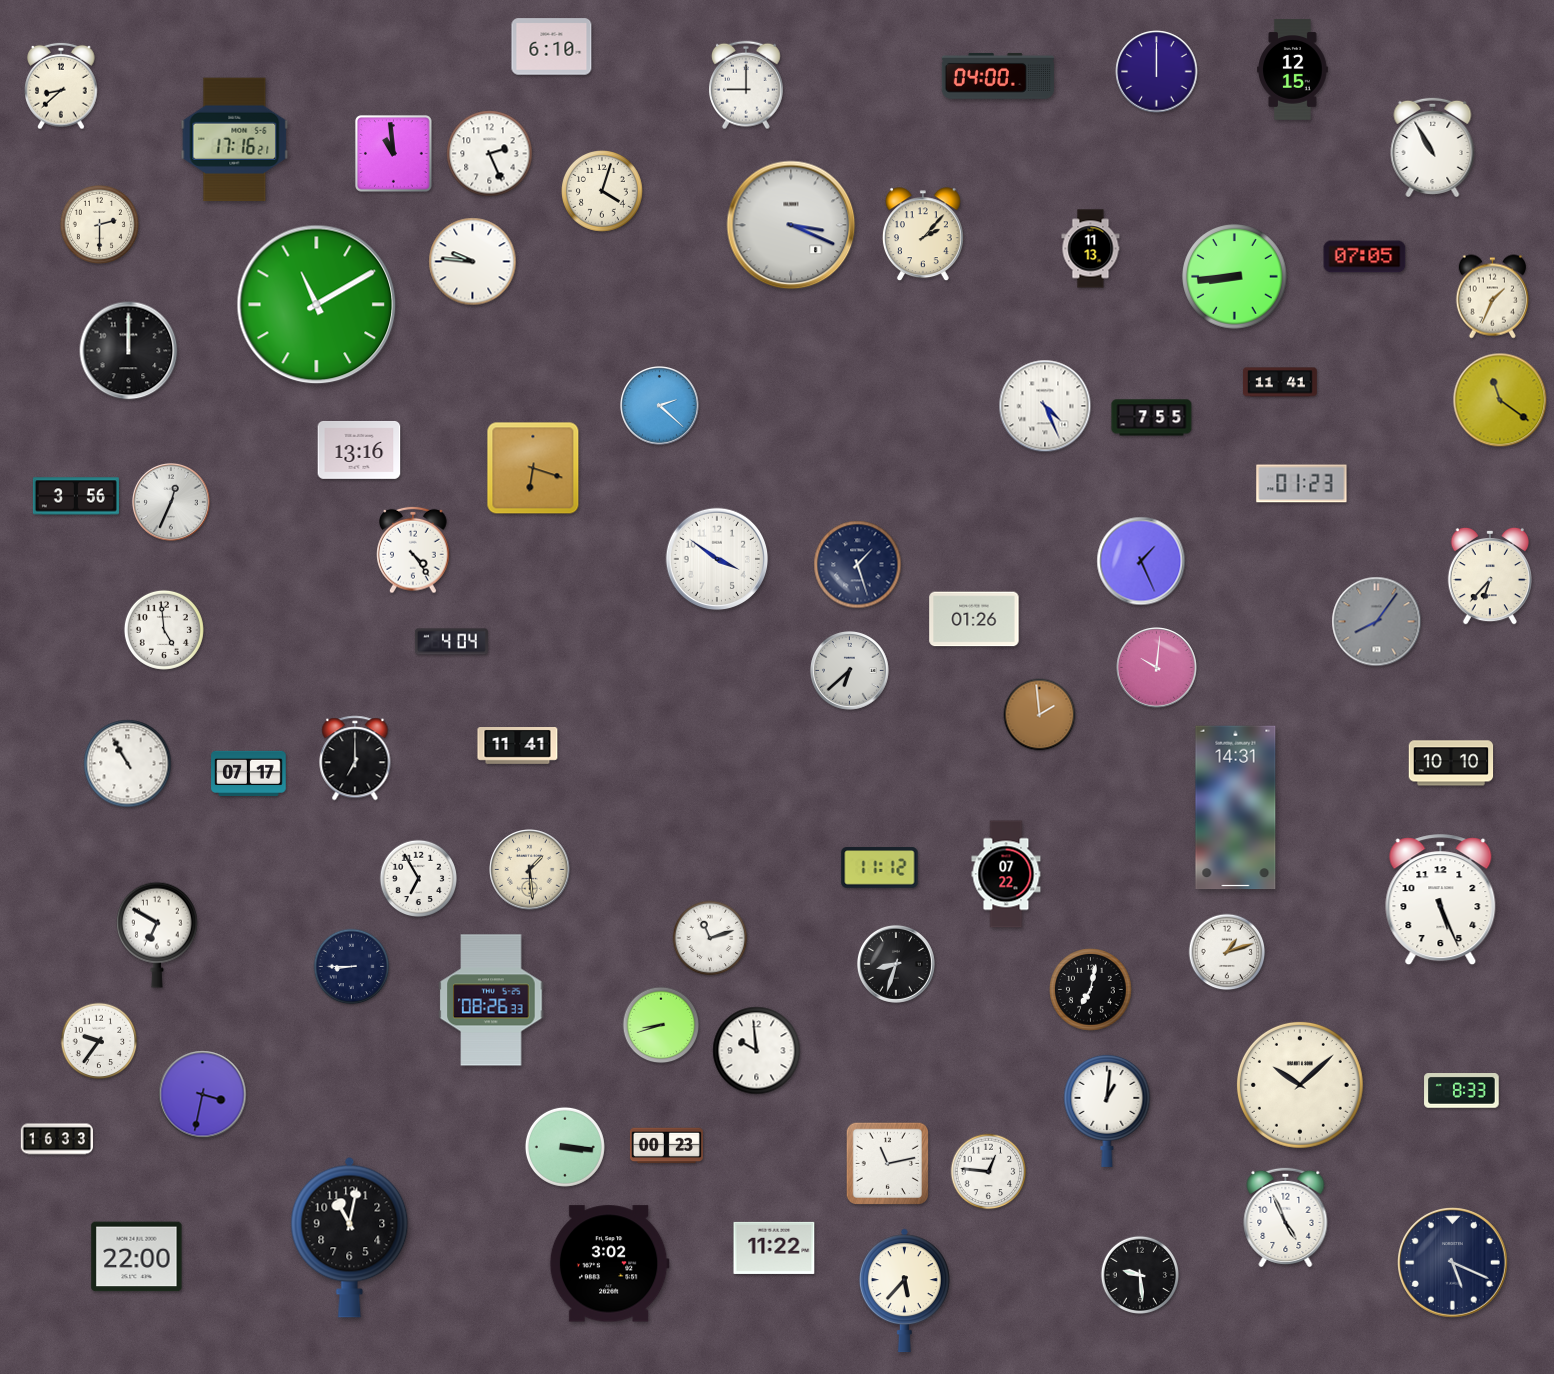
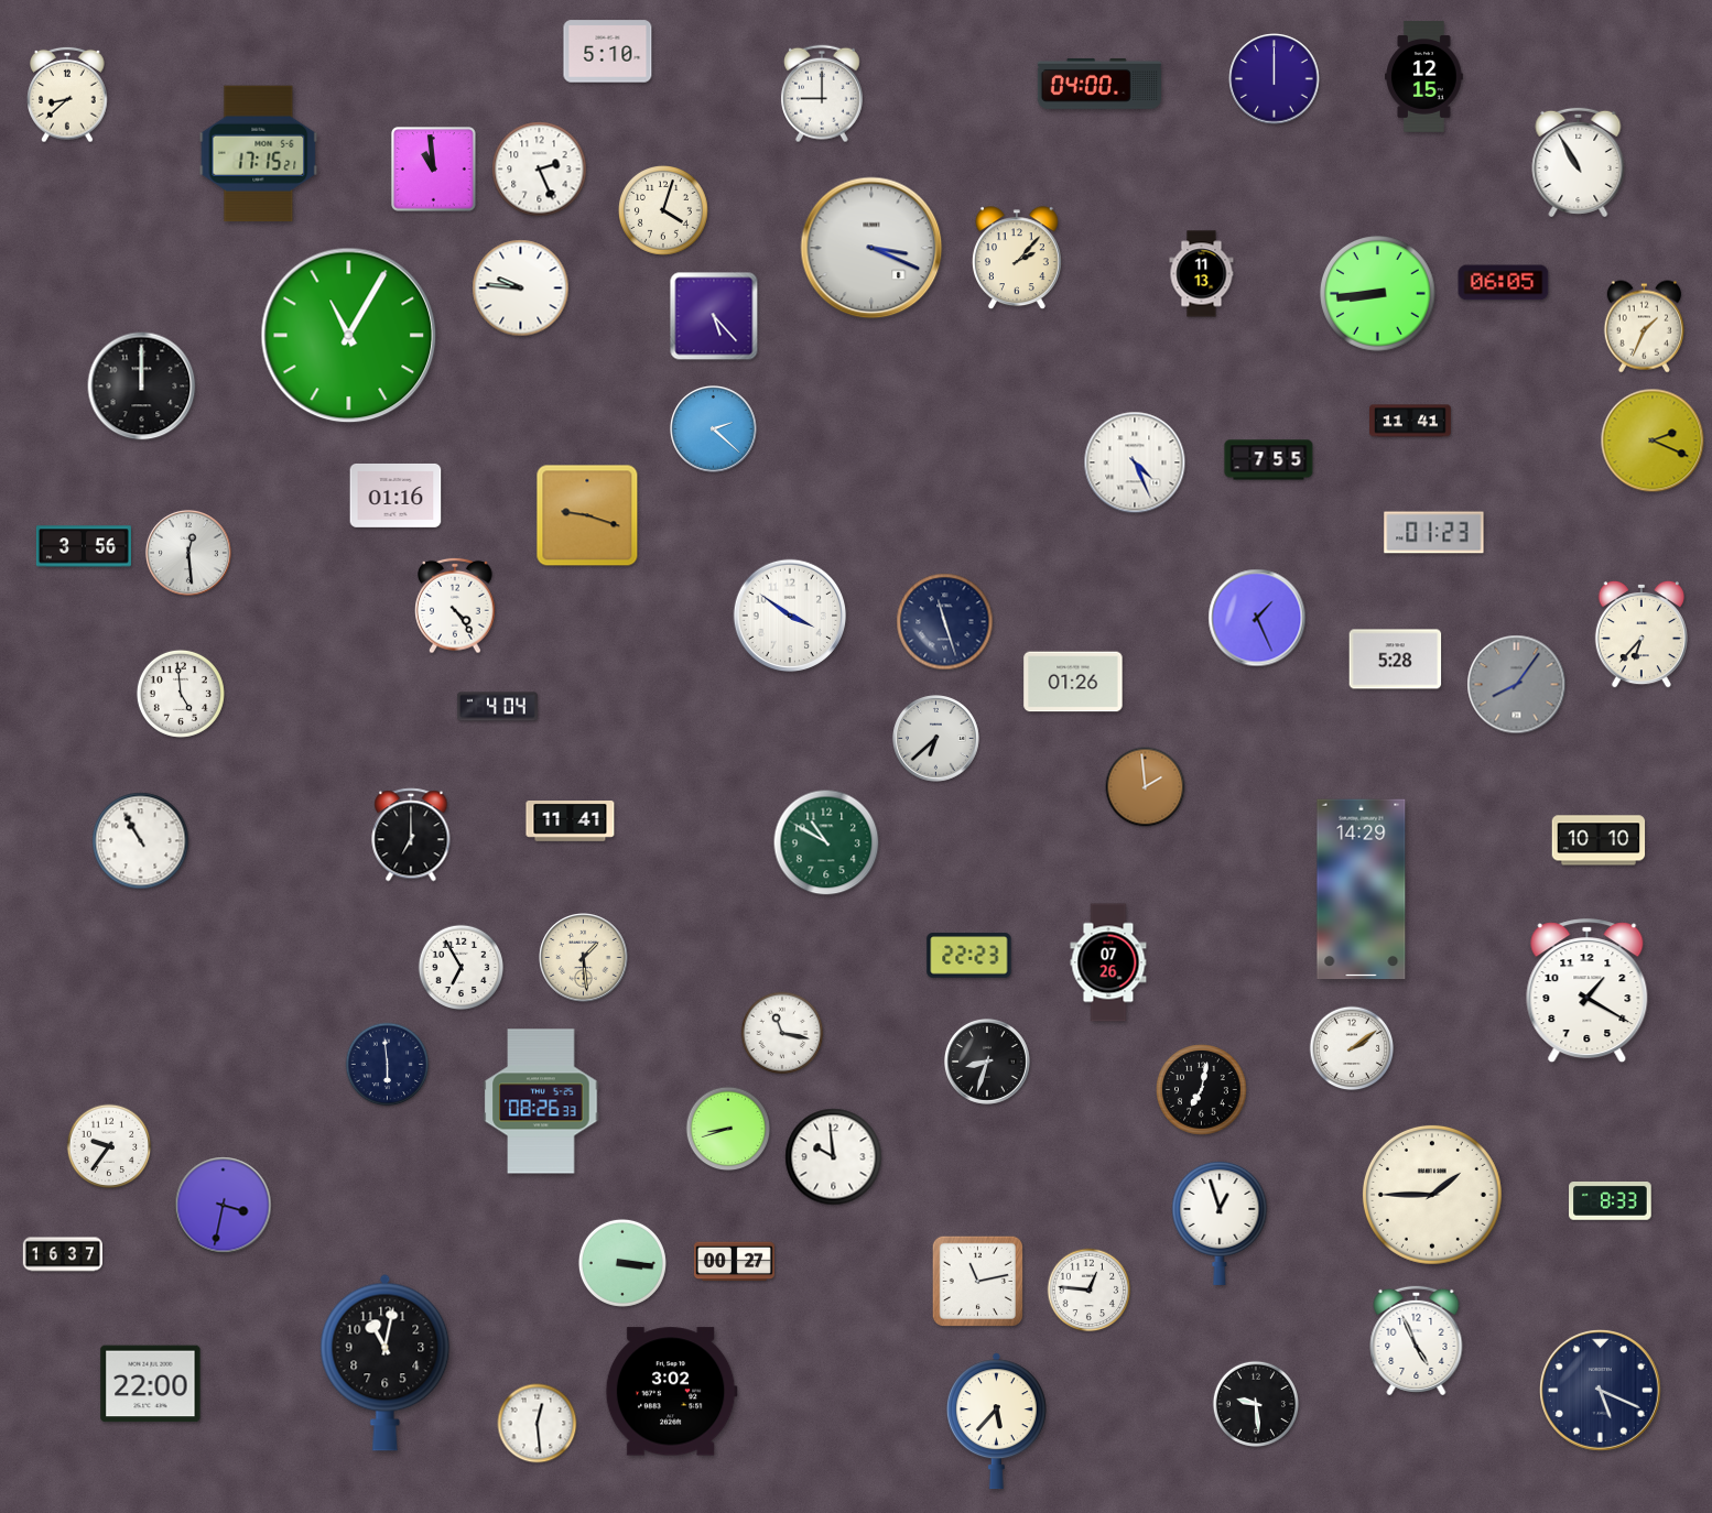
clock at (552, 47): 6:10 -> 5:10
clock at (235, 140): 17:16 -> 17:15
clock at (99, 224): 2:30 -> none
clock at (1365, 257): 07:05 -> 06:05
clock at (1235, 277) position: (1235, 277) -> (1378, 294)
clock at (714, 316): none -> 5:23
clock at (317, 305): 11:10 -> 11:05
clock at (1500, 400): 11:21 -> 2:19
clock at (660, 406) position: (660, 406) -> (714, 429)
clock at (1045, 406) position: (1045, 406) -> (1135, 462)
clock at (359, 450): 13:16 -> 01:16
clock at (533, 468): 6:18 -> 9:18
clock at (171, 502): 12:34 -> 12:29
clock at (858, 565): 1:27 -> 11:27
clock at (1396, 660): none -> 5:28
clock at (1157, 668): 10:01 -> none
clock at (355, 758) position: (355, 758) -> (411, 835)
clock at (826, 842): none -> 10:50
clock at (249, 773): 07:17 -> none
clock at (1236, 808): 14:31 -> 14:29
clock at (880, 868): 11:12 -> 22:23
clock at (1006, 874): 07:22 -> 07:26
clock at (1441, 900): 5:26 -> 1:20
clock at (158, 935): 6:50 -> none
clock at (710, 938): 11:12 -> 11:17
clock at (1227, 952): 1:12 -> 2:09
clock at (352, 967): 8:45 -> 5:59
clock at (1300, 1085): 10:08 -> 1:45
clock at (1107, 1110): 1:01 -> 12:57
clock at (57, 1139): 16:33 -> 16:37
clock at (666, 1146): 00:23 -> 00:27
clock at (774, 1248): 11:22 -> none
clock at (538, 1424): none -> 12:29
